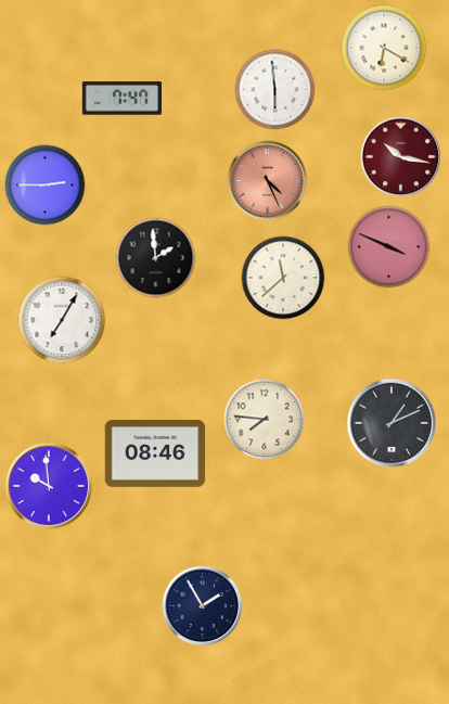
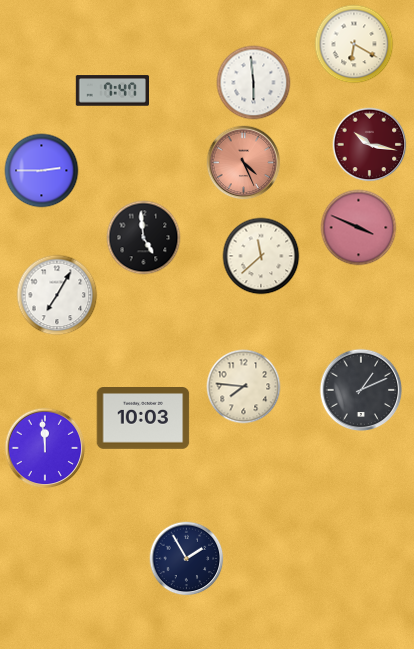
clock at (268, 181) position: (268, 181) -> (244, 163)
clock at (156, 258): 1:59 -> 4:59
clock at (155, 455): 08:46 -> 10:03
clock at (49, 486): 9:59 -> 11:59
